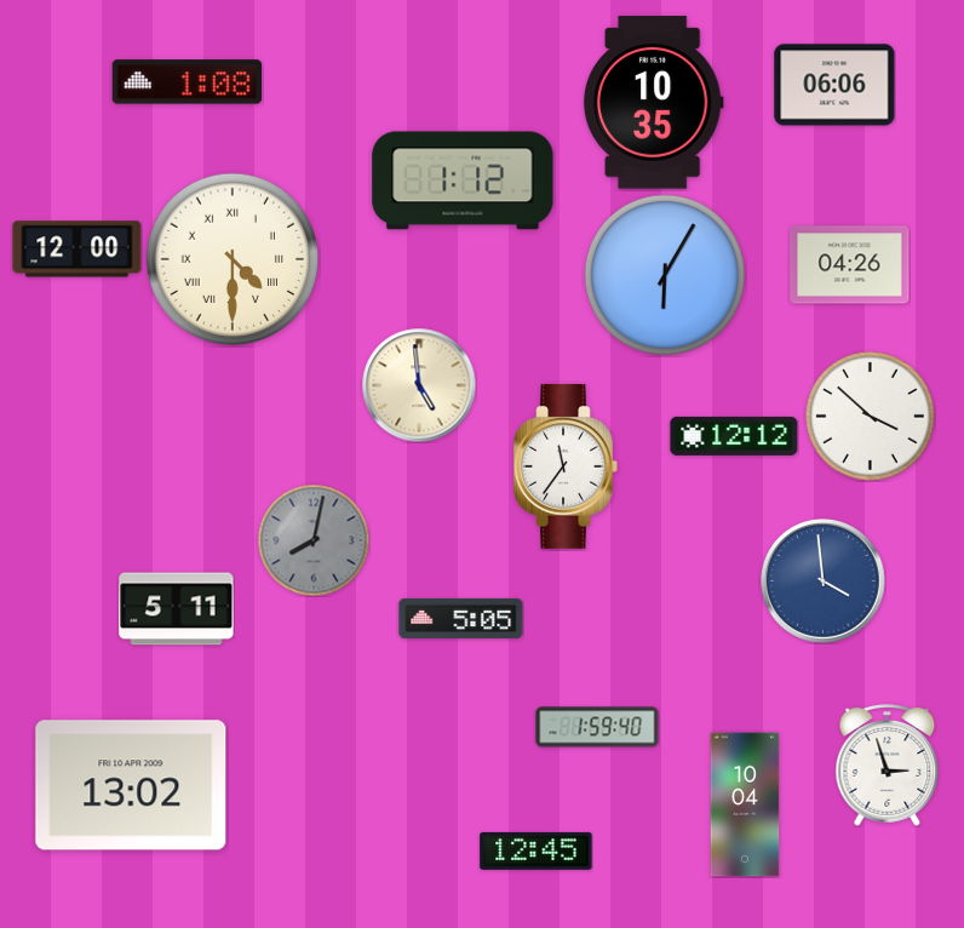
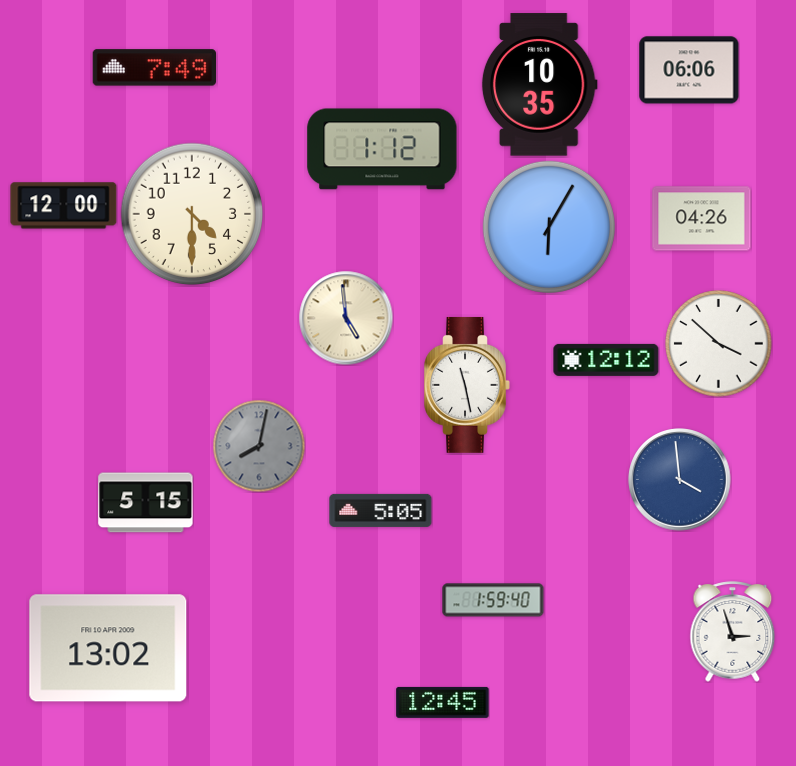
clock at (187, 82): 1:08 -> 7:49
clock at (233, 259) numerals: Roman -> Arabic
clock at (566, 466): 11:36 -> 11:28
clock at (177, 609): 5:11 -> 5:15
clock at (745, 804): 10:04 -> none
